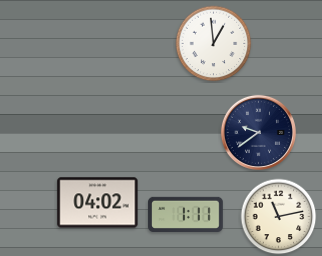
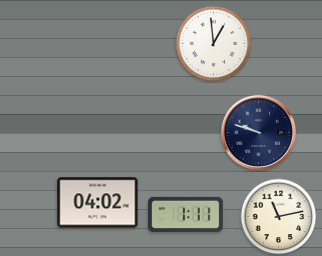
clock at (258, 132): 9:39 -> 9:48
